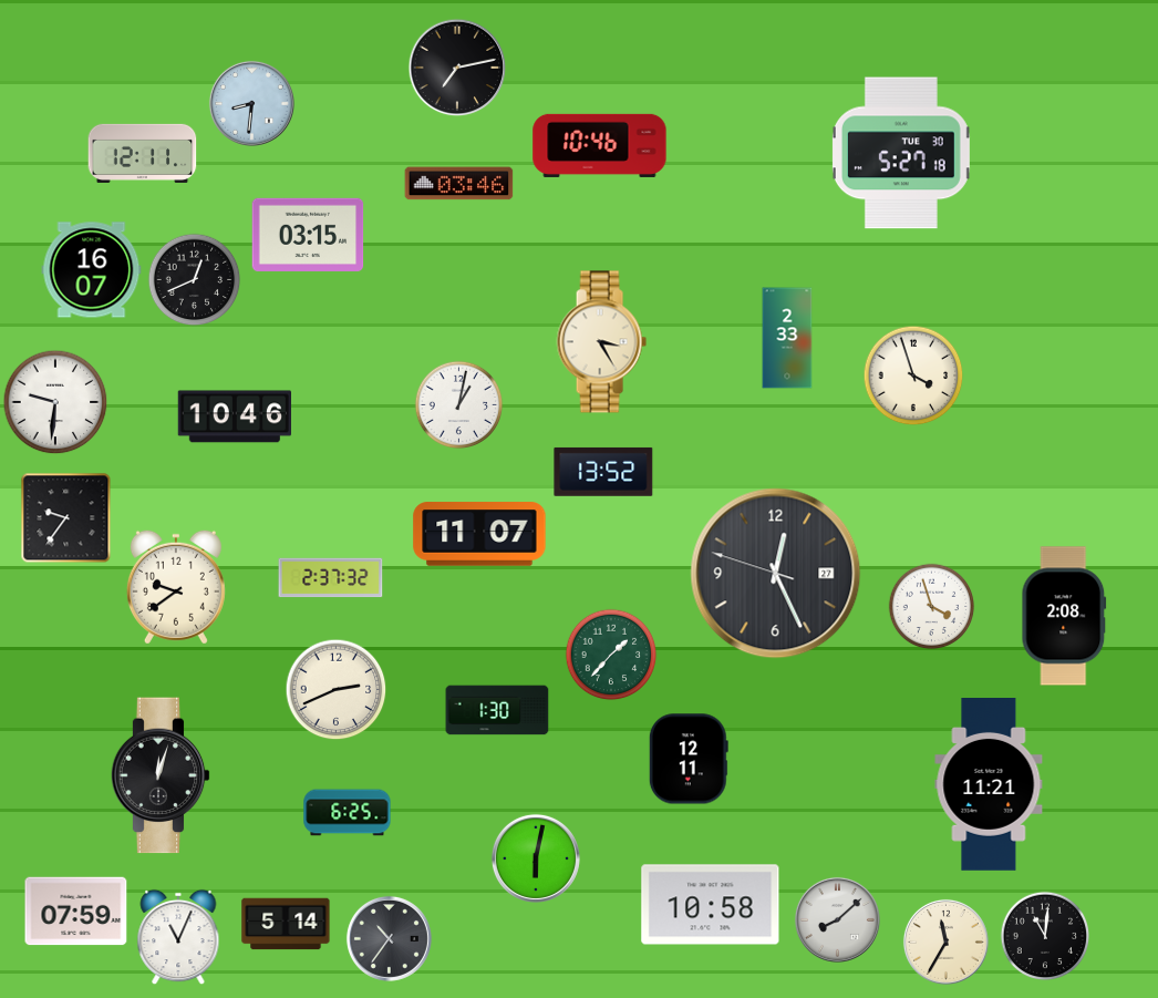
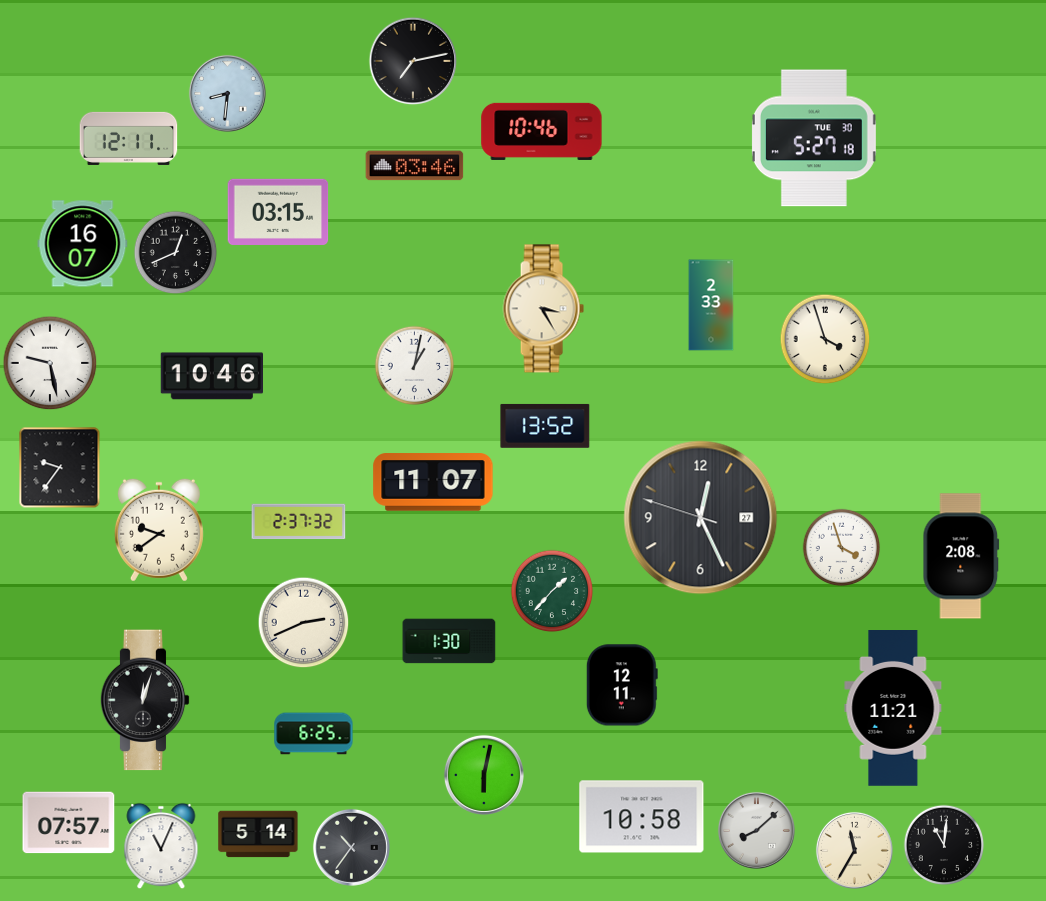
clock at (55, 402): 9:31 -> 9:28
clock at (76, 912): 07:59 -> 07:57
